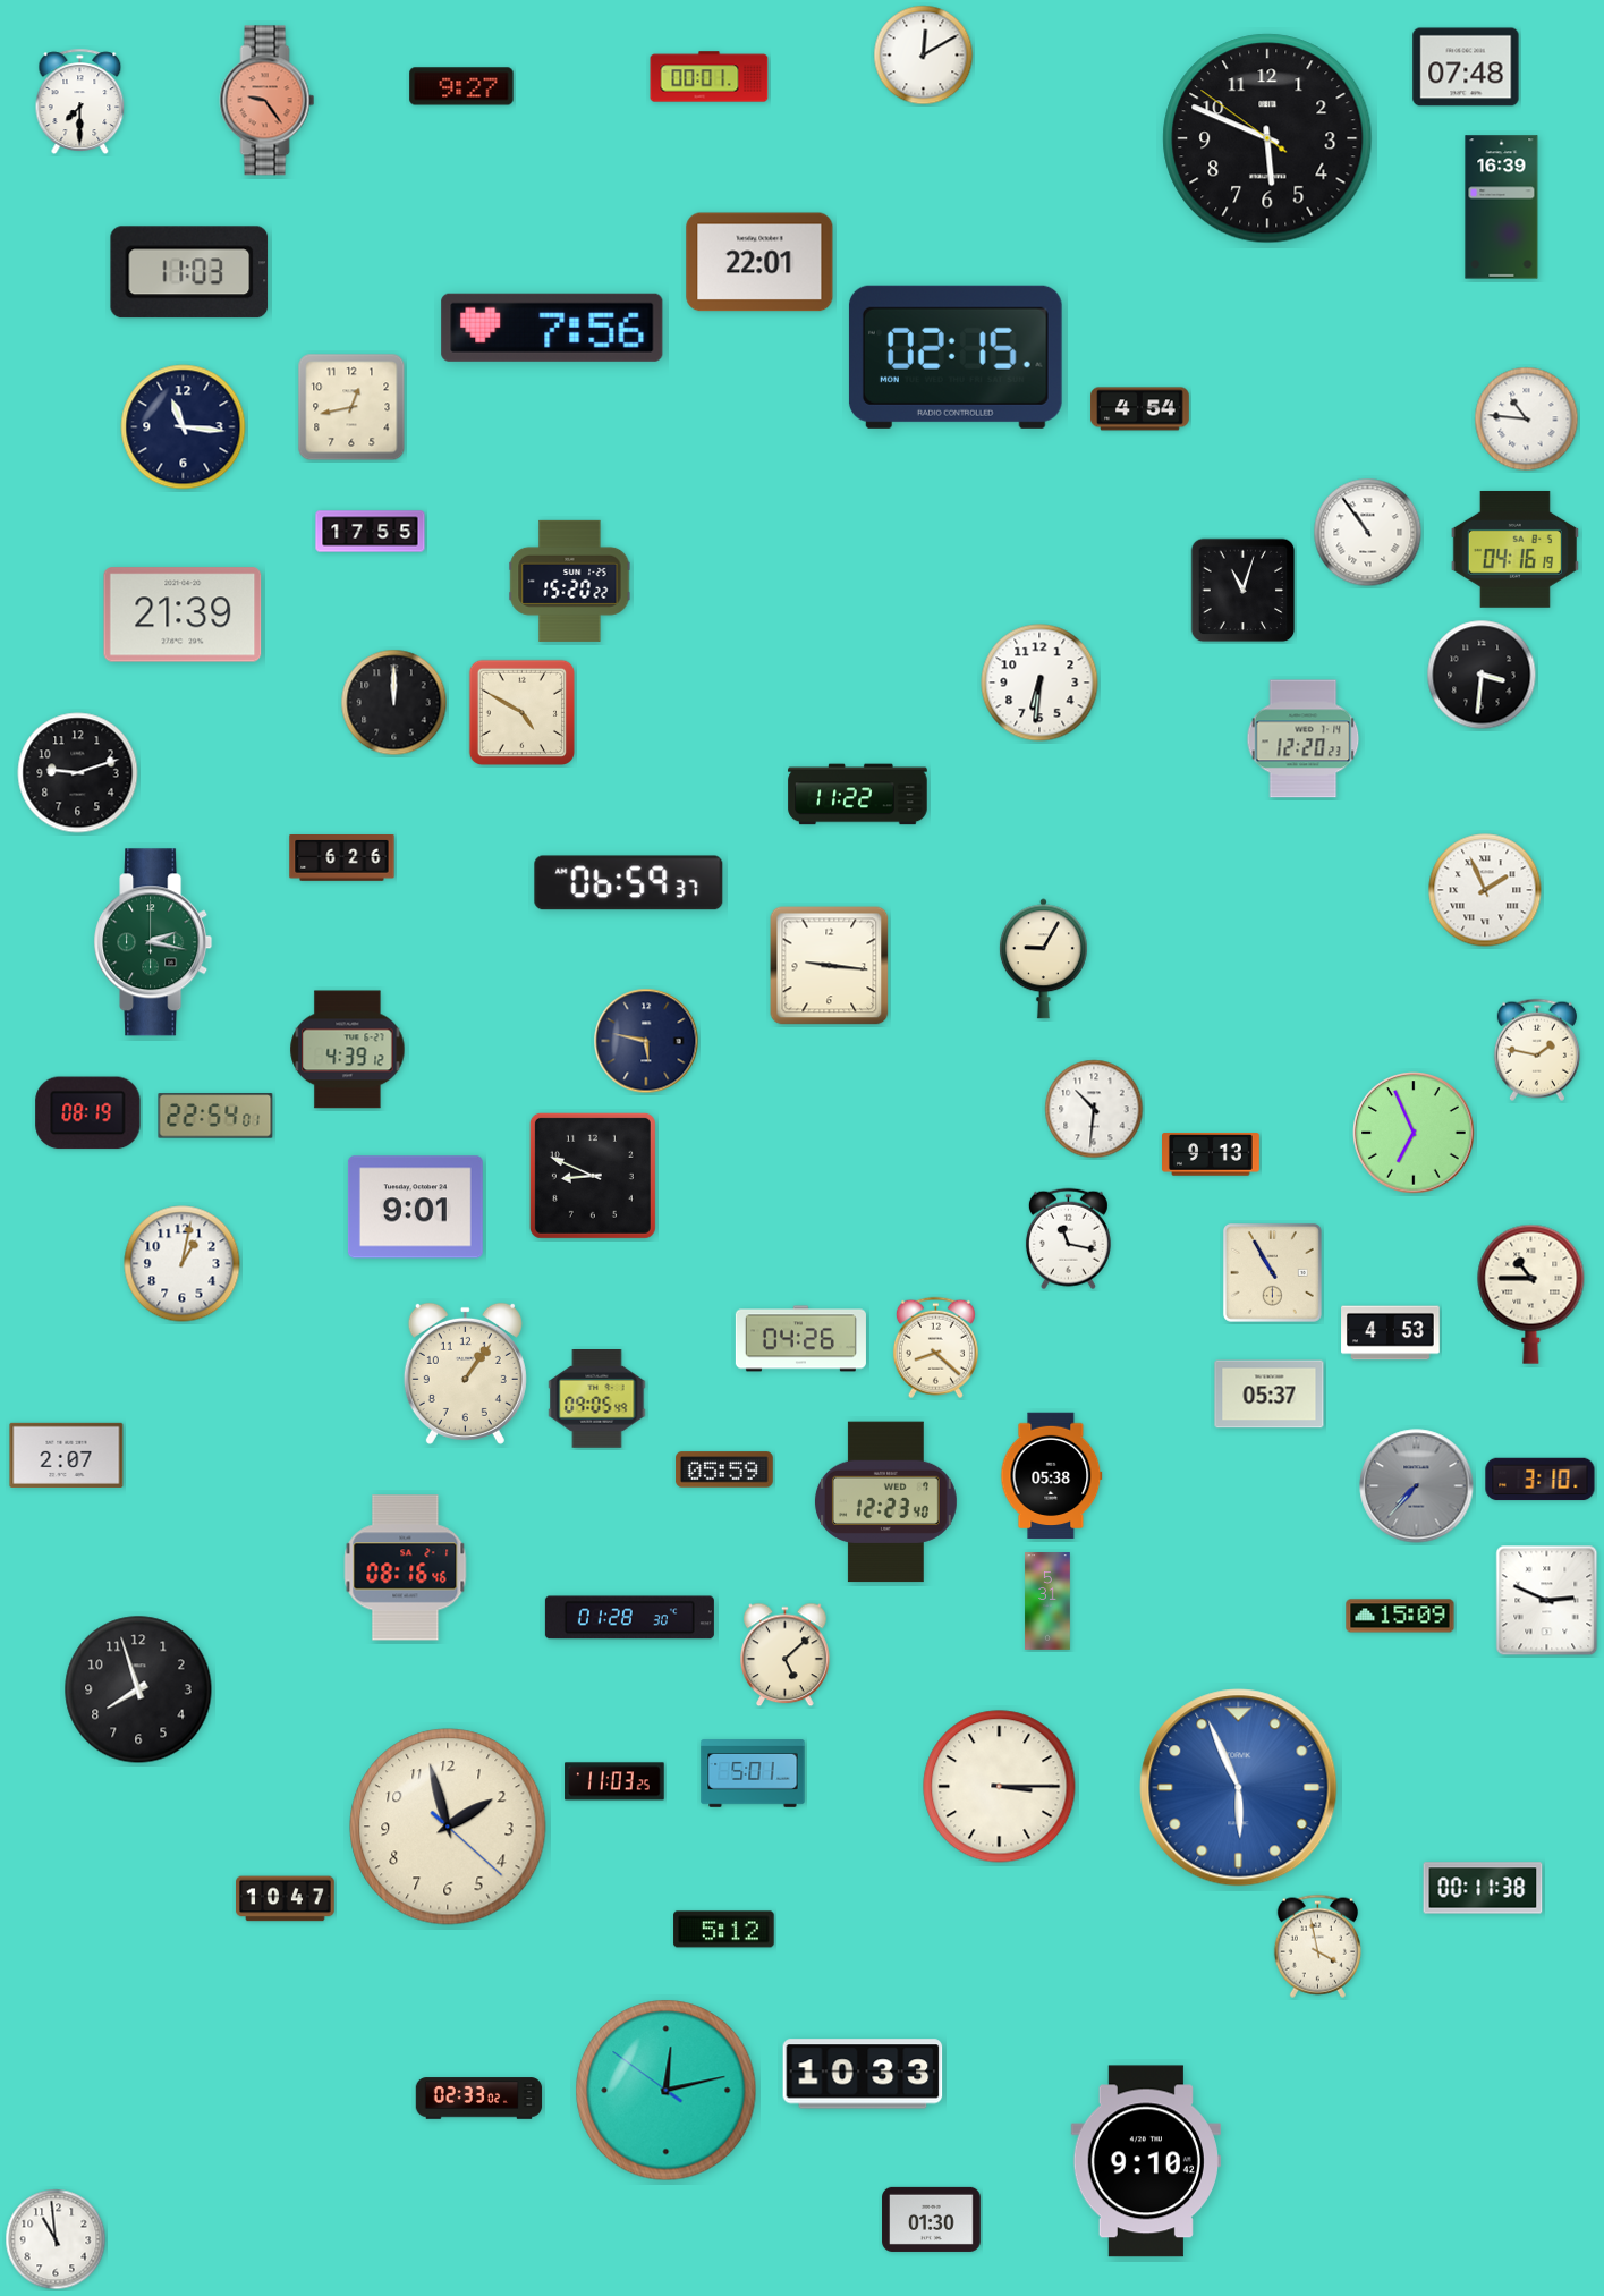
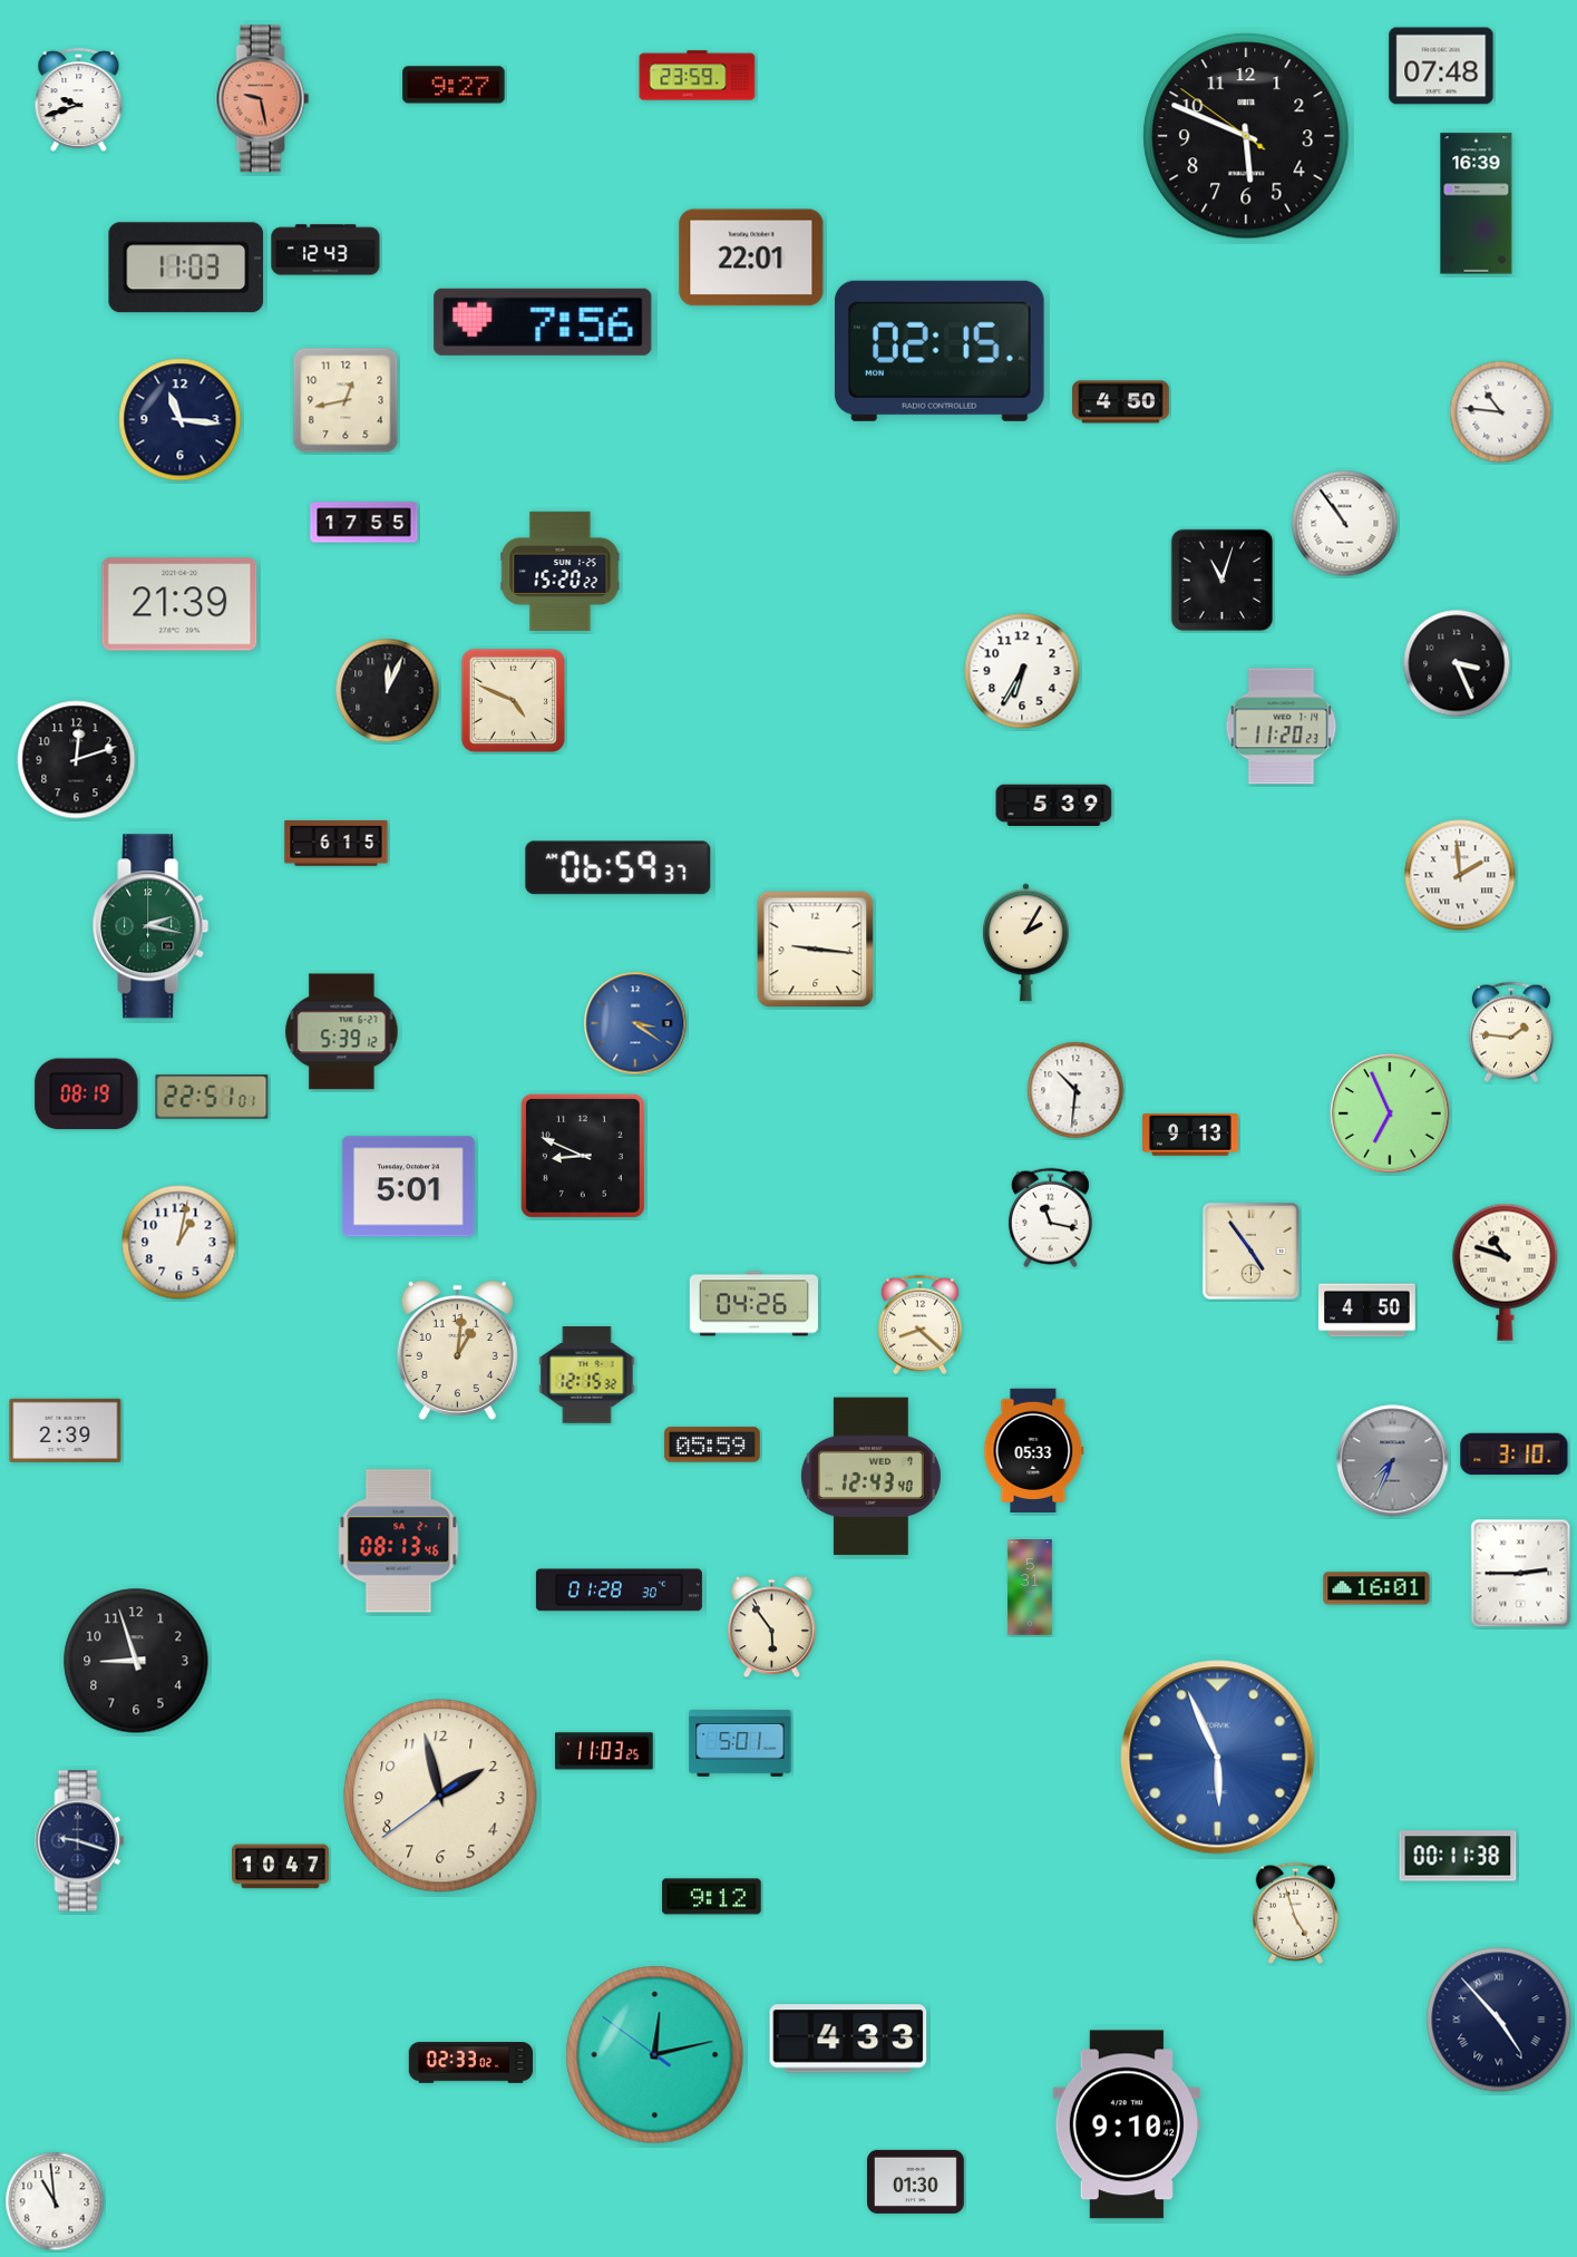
clock at (924, 56): 12:10 -> none
clock at (710, 77): 00:01 -> 23:59
clock at (80, 101): 7:30 -> 9:42
clock at (268, 101): 9:24 -> 9:28
clock at (325, 250): none -> 12:43
clock at (759, 262) position: (759, 262) -> (751, 257)
clock at (1140, 409): 4:54 -> 4:50
clock at (1514, 549): 04:16 -> none
clock at (1482, 675): 3:31 -> 3:26
clock at (1039, 683): 6:31 -> 6:35
clock at (394, 703): 12:00 -> 12:04
clock at (521, 712): 4:50 -> 4:49
clock at (1304, 739): 12:20 -> 11:20
clock at (78, 773): 9:12 -> 12:12
clock at (858, 795): 11:22 -> none
clock at (1054, 806): none -> 5:39
clock at (342, 858): 6:26 -> 6:15
clock at (1485, 890): 1:56 -> 1:59
clock at (1043, 959): 9:05 -> 2:05
clock at (646, 1041): 5:47 -> 3:21
clock at (646, 1041) dial: navy -> blue
clock at (348, 1050): 4:39 -> 5:39
clock at (1537, 1050): 1:47 -> 1:46
clock at (215, 1116): 22:54 -> 22:51
clock at (415, 1208): 9:01 -> 5:01
clock at (1272, 1272): 10:55 -> 4:54
clock at (1531, 1294): 10:45 -> 10:48
clock at (1391, 1333): 4:53 -> 4:50
clock at (800, 1339) position: (800, 1339) -> (753, 1304)
clock at (465, 1373): 1:06 -> 1:01
clock at (1270, 1395): 05:37 -> none
clock at (597, 1399): 09:05 -> 12:15
clock at (67, 1455): 2:07 -> 2:39
clock at (1052, 1476): 05:38 -> 05:33
clock at (1417, 1486): 7:37 -> 7:34
clock at (885, 1502): 12:23 -> 12:43
clock at (406, 1568): 08:16 -> 08:13
clock at (1047, 1601) position: (1047, 1601) -> (1030, 1587)
clock at (1547, 1601): 2:49 -> 2:45
clock at (1400, 1616): 15:09 -> 16:01
clock at (786, 1655): 5:08 -> 5:54
clock at (138, 1689): 7:57 -> 8:57
clock at (1000, 1787): 3:15 -> none
clock at (448, 1827): 1:57:22 -> 1:57:39
clock at (80, 1841): none -> 9:18
clock at (724, 1930): 5:12 -> 9:12
clock at (1317, 1946): 3:58 -> 4:57
clock at (1499, 2020): none -> 4:53
clock at (863, 2074): 10:33 -> 4:33
